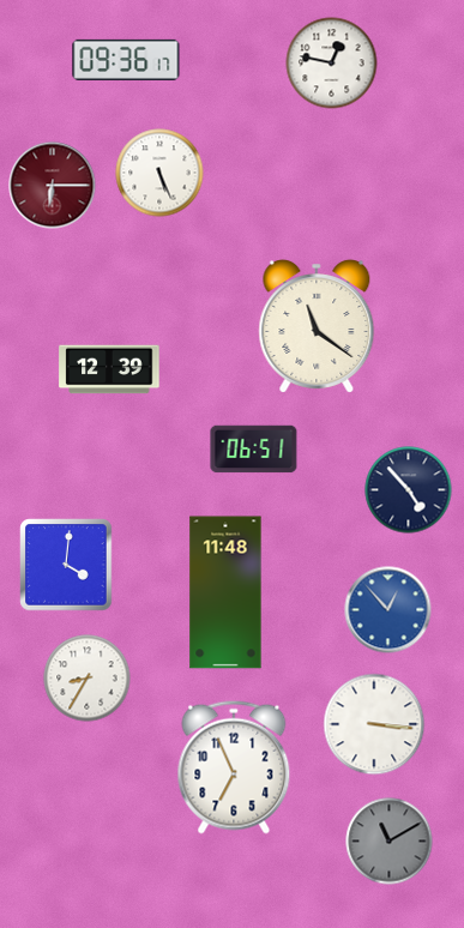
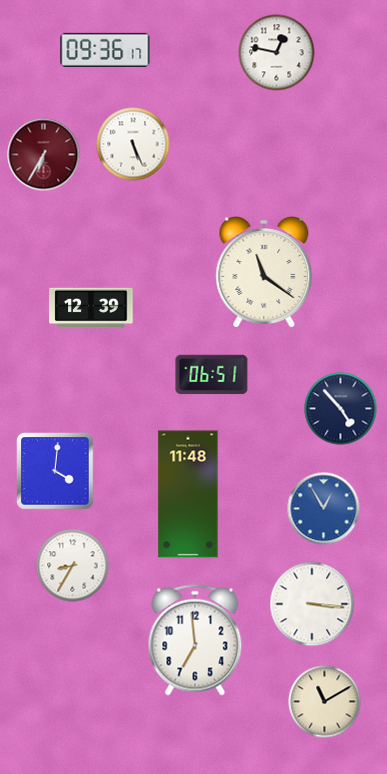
clock at (53, 186): 6:15 -> 6:35
clock at (388, 610): 12:53 -> 12:55
clock at (234, 767): 6:56 -> 6:59
clock at (390, 842) dial: grey -> cream
